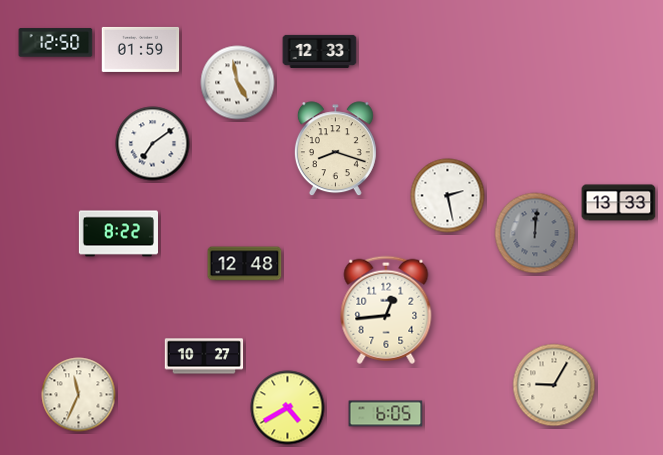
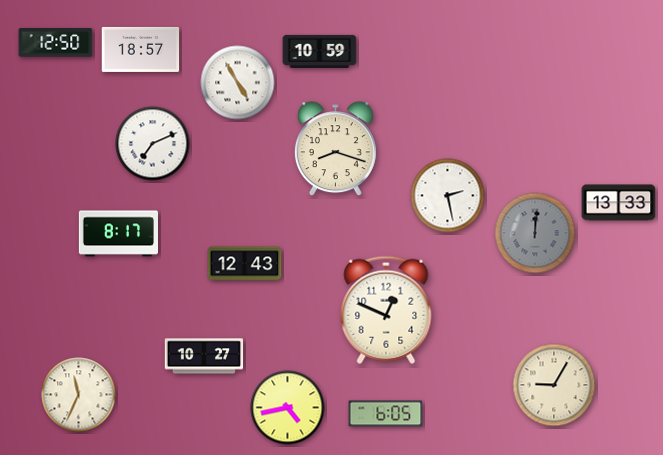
clock at (141, 49): 01:59 -> 18:57
clock at (320, 51): 12:33 -> 10:59
clock at (238, 83): 4:58 -> 4:55
clock at (153, 144): 7:09 -> 7:11
clock at (118, 234): 8:22 -> 8:17
clock at (245, 264): 12:48 -> 12:43
clock at (386, 310): 12:44 -> 12:49
clock at (288, 408): 4:40 -> 4:43
